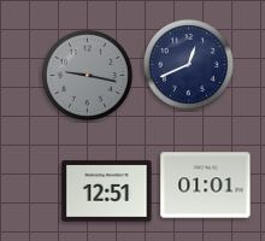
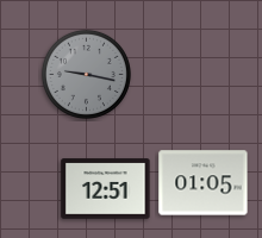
clock at (188, 64): 12:41 -> none
clock at (206, 186): 01:01 -> 01:05
